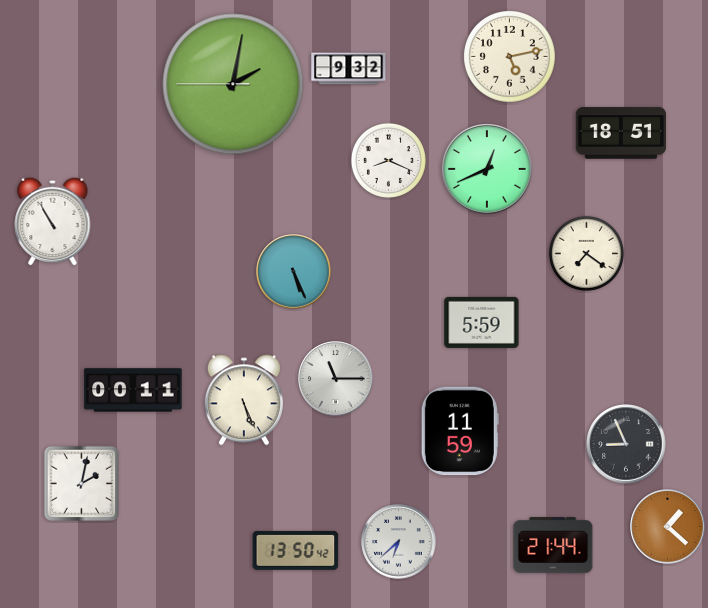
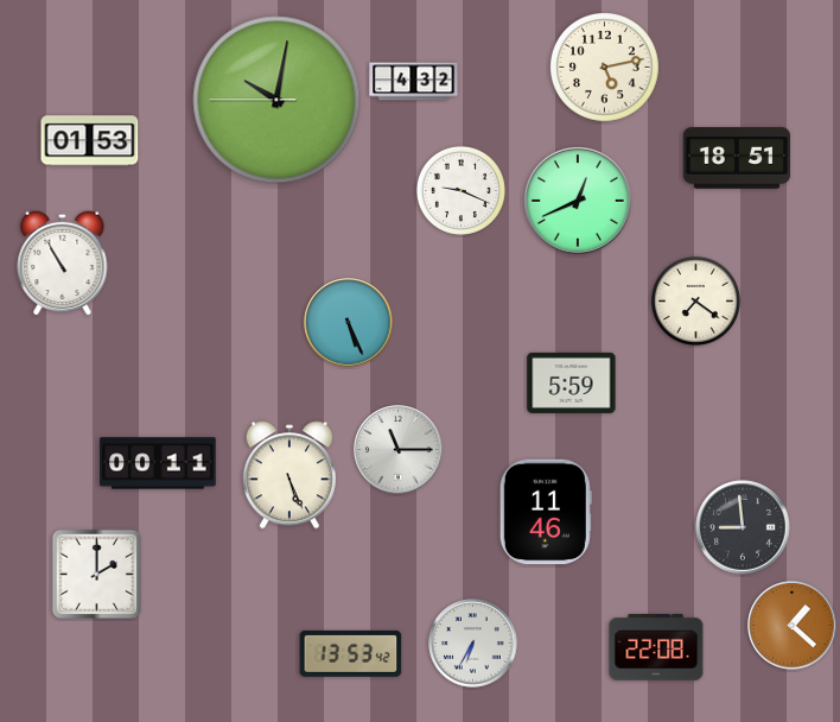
clock at (349, 69): 9:32 -> 4:32
clock at (233, 84): 2:01 -> 10:01
clock at (90, 141): none -> 01:53
clock at (388, 160): 8:19 -> 9:19
clock at (460, 431): 11:59 -> 11:46
clock at (626, 444): 8:56 -> 8:59
clock at (81, 483): 2:02 -> 2:00
clock at (399, 542): 6:38 -> 6:35
clock at (553, 546): 21:44 -> 22:08
clock at (296, 550): 13:50 -> 13:53
